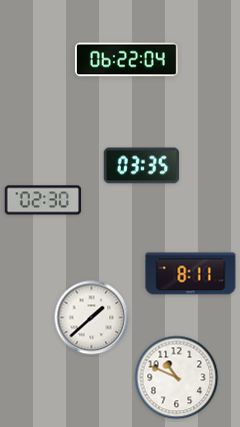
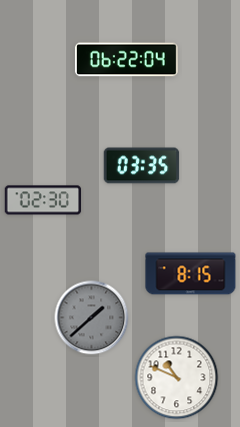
clock at (191, 274): 8:11 -> 8:15
clock at (92, 318) dial: white -> grey
